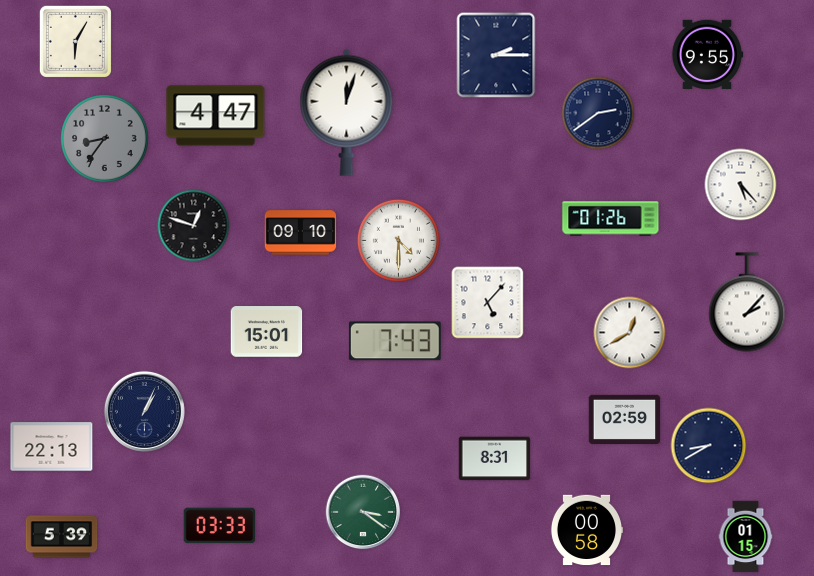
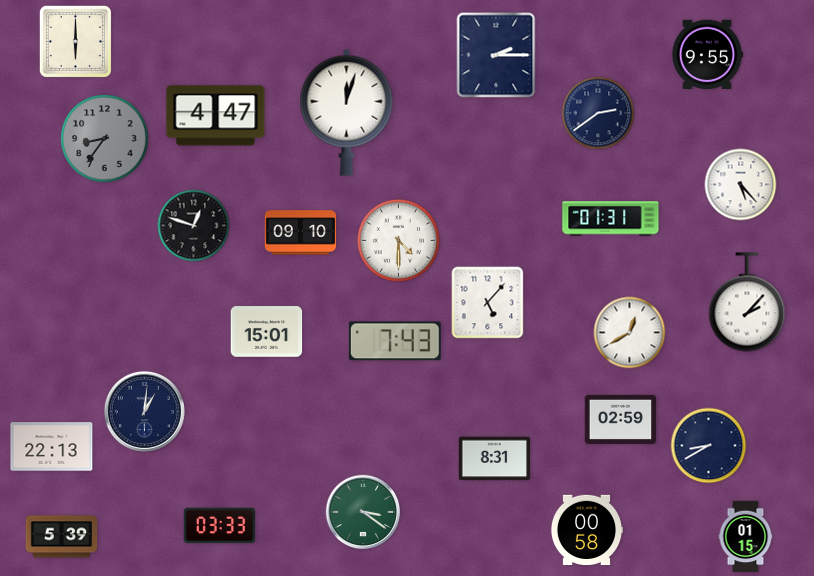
clock at (75, 41): 6:05 -> 6:00
clock at (611, 219): 01:26 -> 01:31
clock at (144, 411): 1:04 -> 1:01
clock at (625, 419) position: (625, 419) -> (621, 419)
